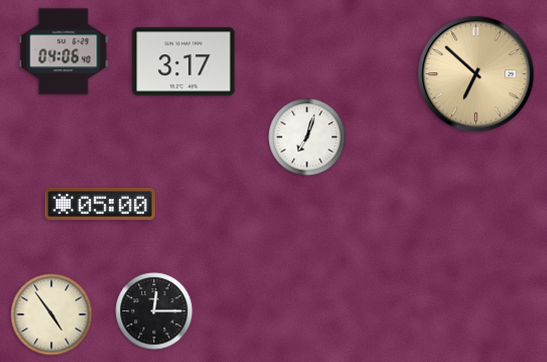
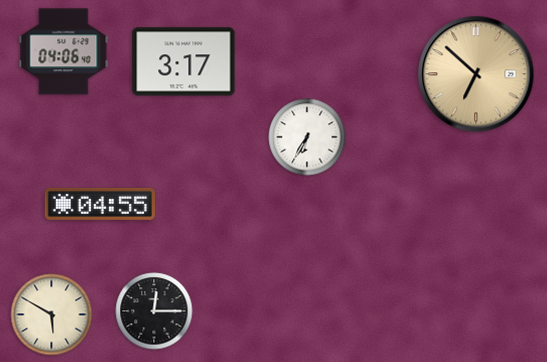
clock at (307, 137): 7:03 -> 6:35
clock at (100, 204): 05:00 -> 04:55
clock at (52, 315): 4:54 -> 5:50
